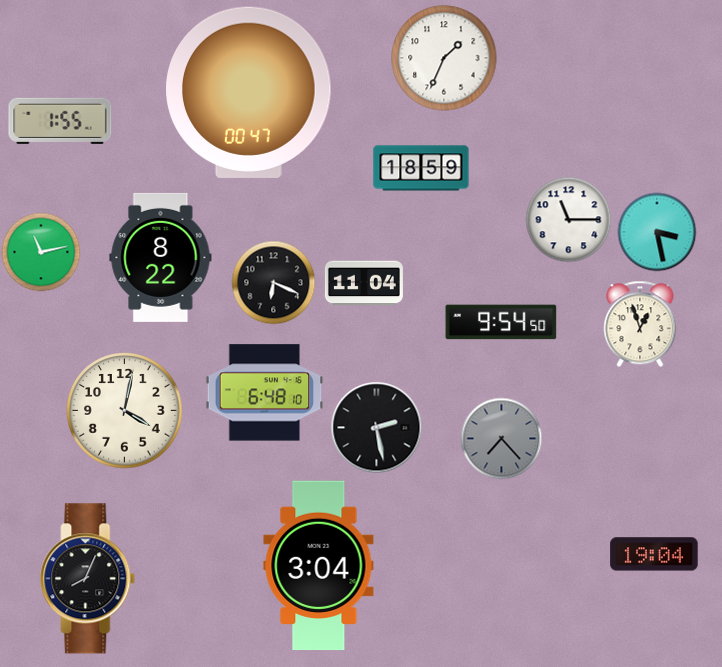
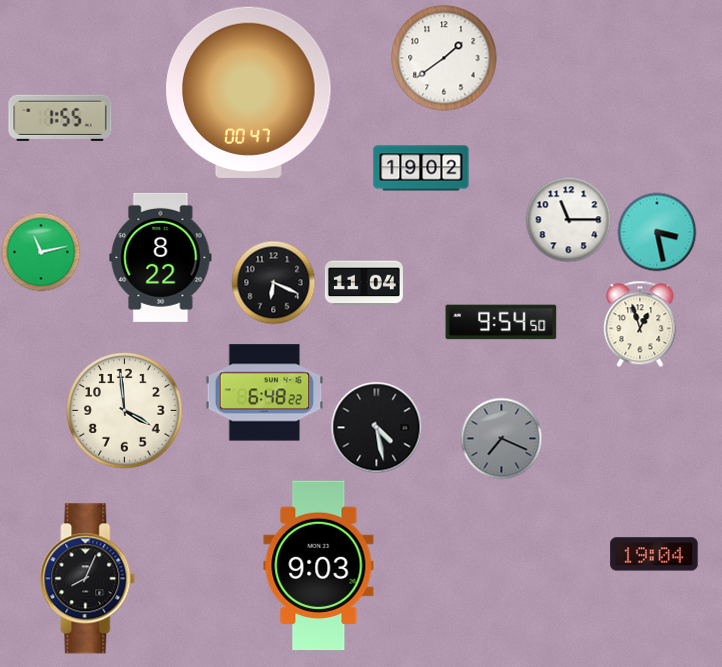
clock at (444, 58): 1:34 -> 1:39
clock at (60, 121) position: (60, 121) -> (60, 118)
clock at (421, 168): 18:59 -> 19:02
clock at (265, 393): 6:48:10 -> 6:48:22
clock at (125, 411): 4:02 -> 3:59
clock at (376, 427): 2:28 -> 4:28
clock at (501, 438): 7:23 -> 7:19
clock at (319, 566): 3:04 -> 9:03
